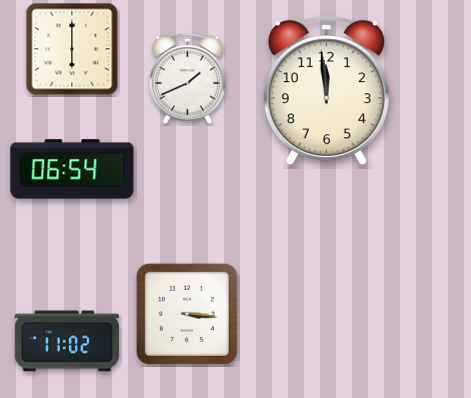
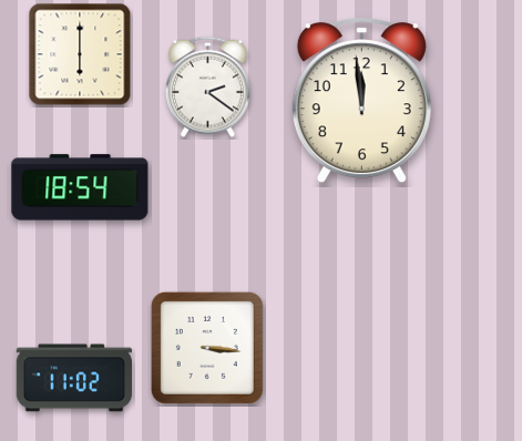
clock at (187, 78): 1:41 -> 2:21
clock at (72, 169): 06:54 -> 18:54
